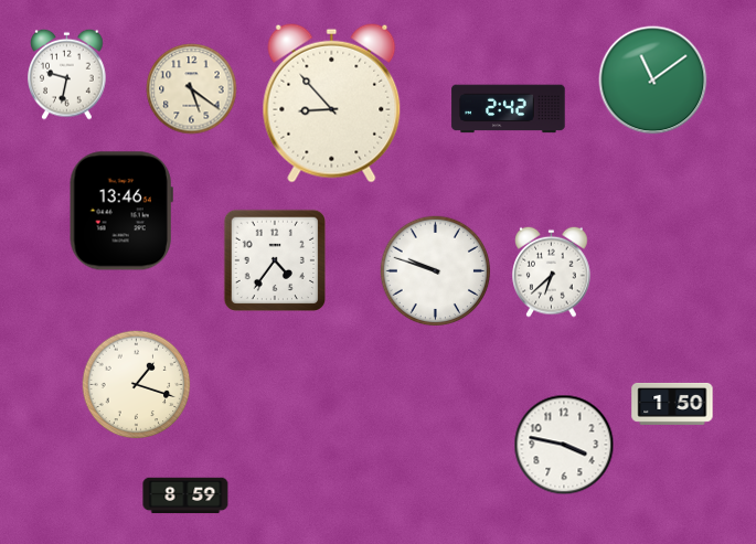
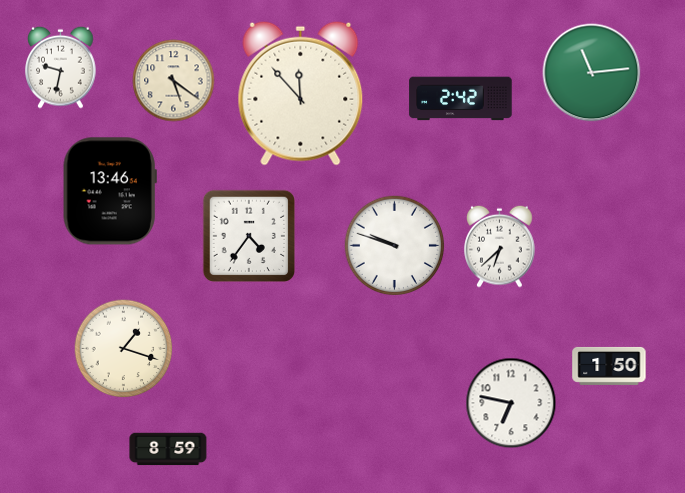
clock at (653, 81): 11:09 -> 11:14
clock at (332, 103): 8:53 -> 11:53
clock at (564, 445): 3:47 -> 6:47
